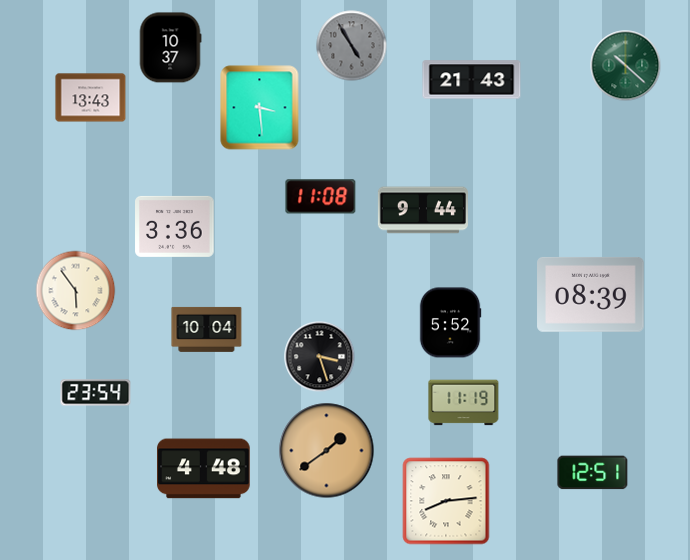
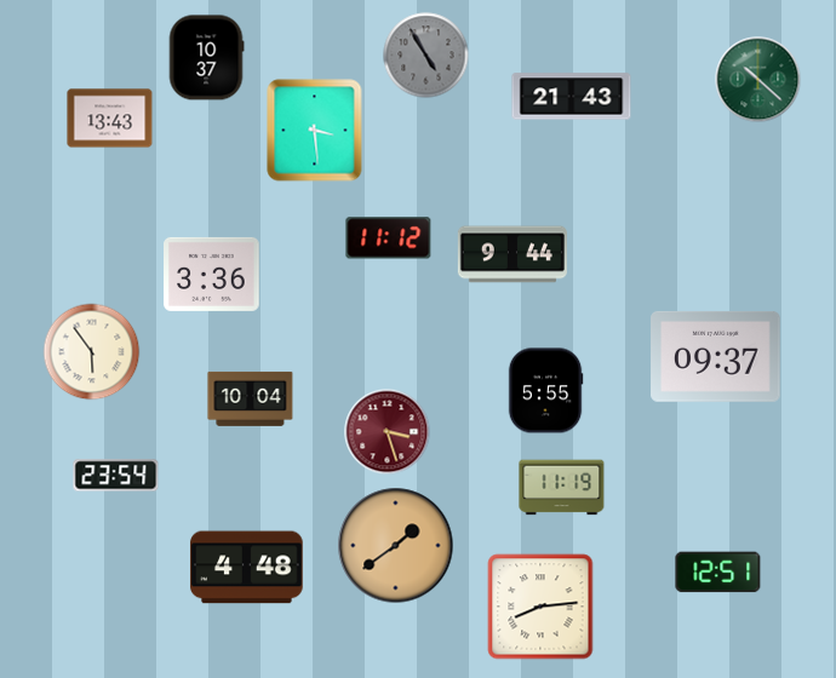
clock at (321, 197): 11:08 -> 11:12
clock at (591, 294): 08:39 -> 09:37
clock at (450, 323): 5:52 -> 5:55
clock at (320, 357) dial: black -> burgundy
